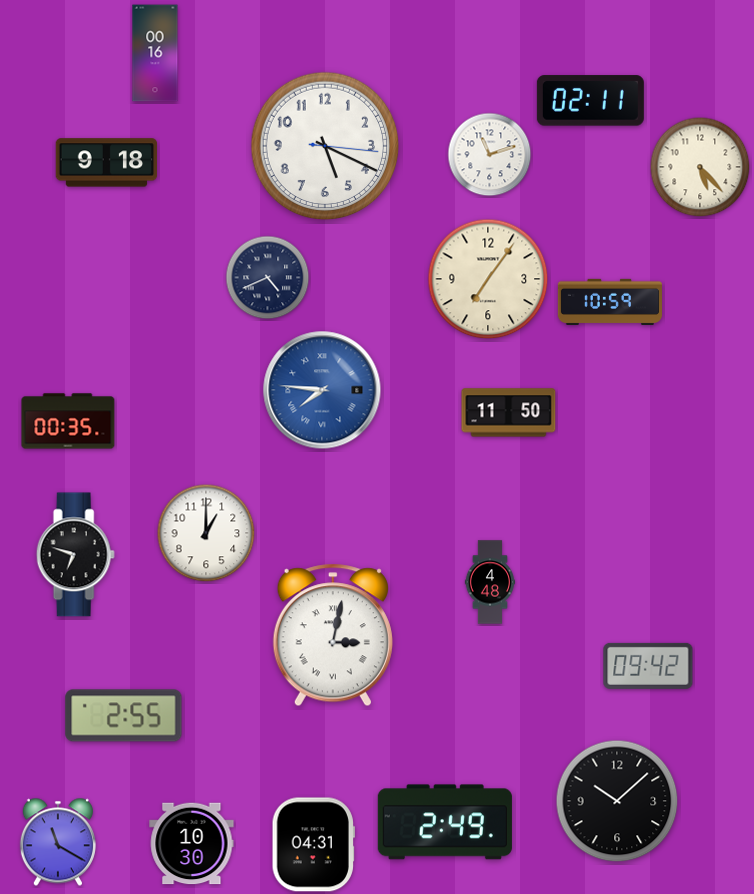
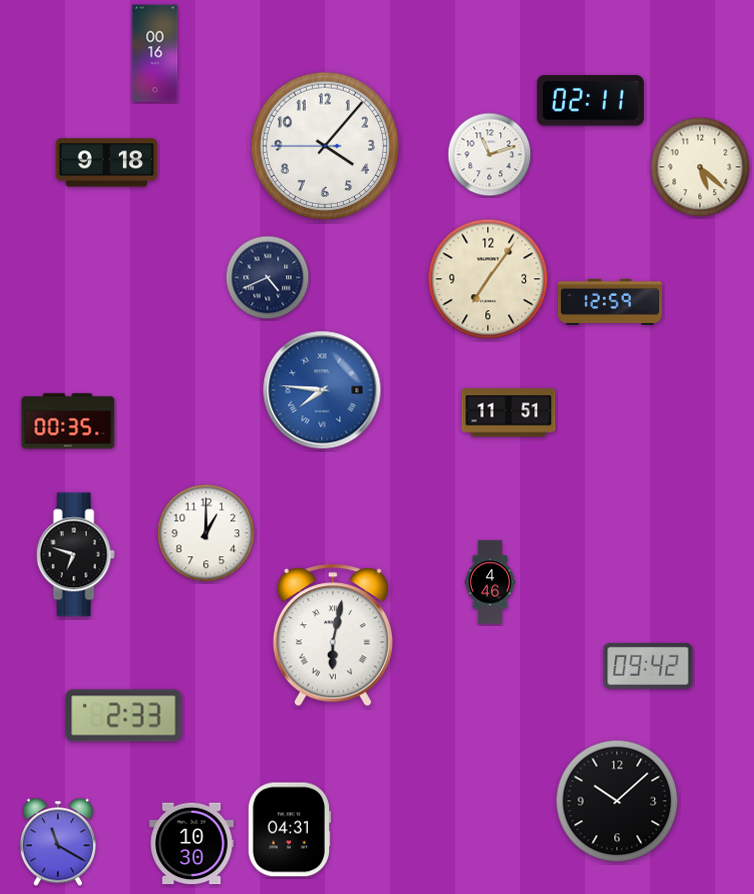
clock at (325, 146): 5:19 -> 4:06
clock at (700, 167): 5:23 -> 5:22
clock at (610, 301): 10:59 -> 12:59
clock at (509, 413): 11:50 -> 11:51
clock at (490, 582): 4:48 -> 4:46
clock at (333, 635): 3:02 -> 6:02
clock at (124, 716): 2:55 -> 2:33
clock at (445, 822): 2:49 -> none
clock at (313, 845) position: (313, 845) -> (289, 830)
